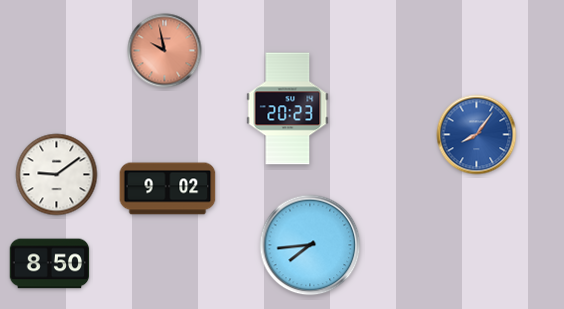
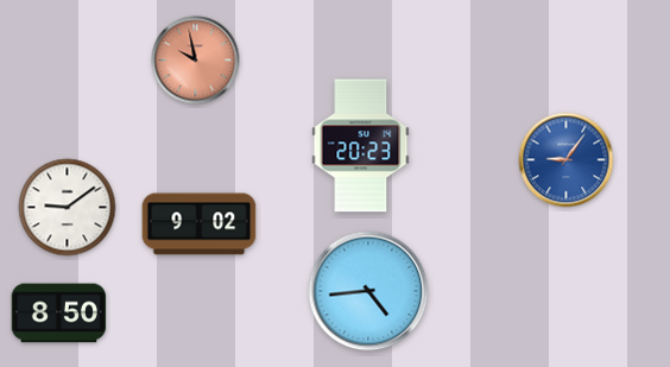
clock at (288, 109) position: (288, 109) -> (361, 146)
clock at (477, 135): 8:06 -> 9:06
clock at (310, 245): 7:44 -> 4:44
